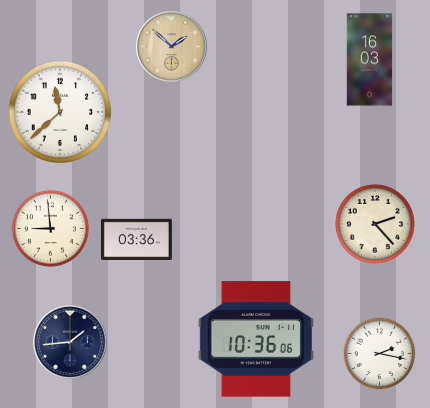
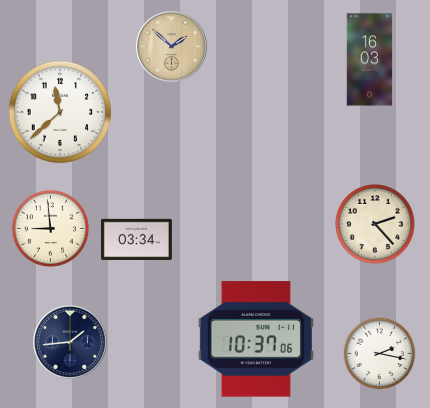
clock at (136, 239): 03:36 -> 03:34
clock at (256, 339): 10:36 -> 10:37
